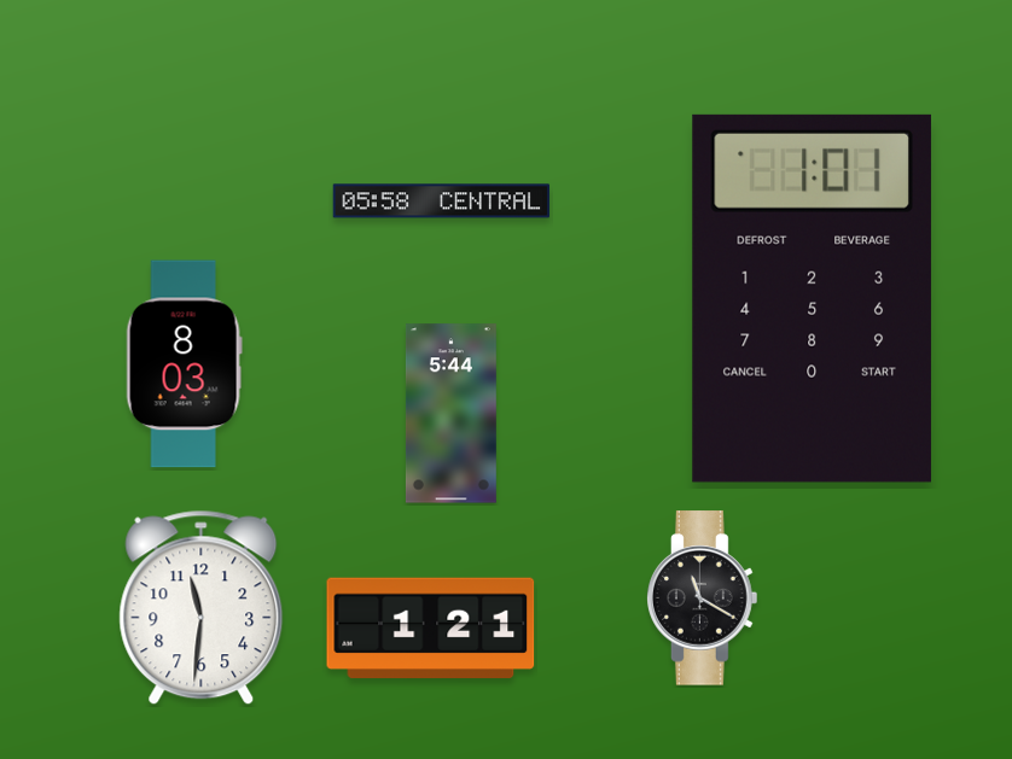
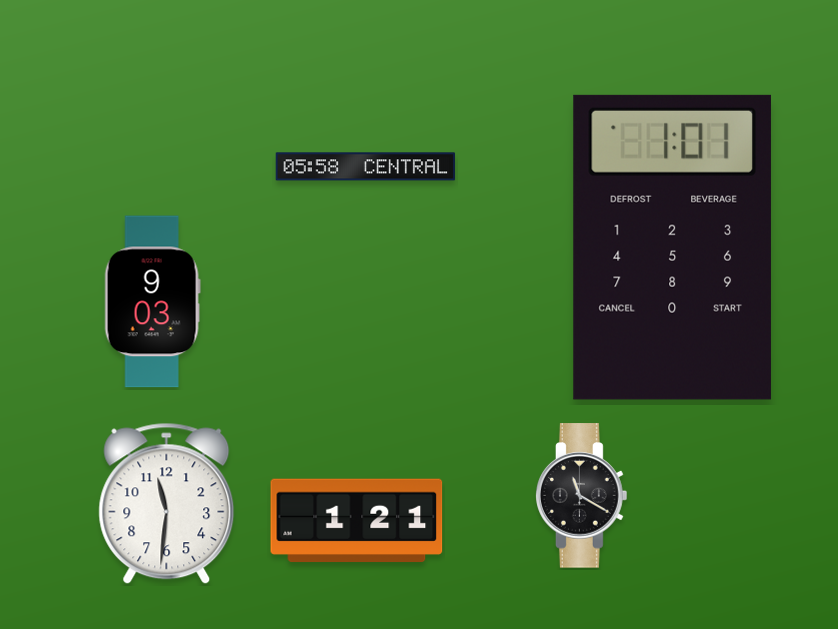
clock at (184, 364): 8:03 -> 9:03
clock at (450, 414): 5:44 -> none
